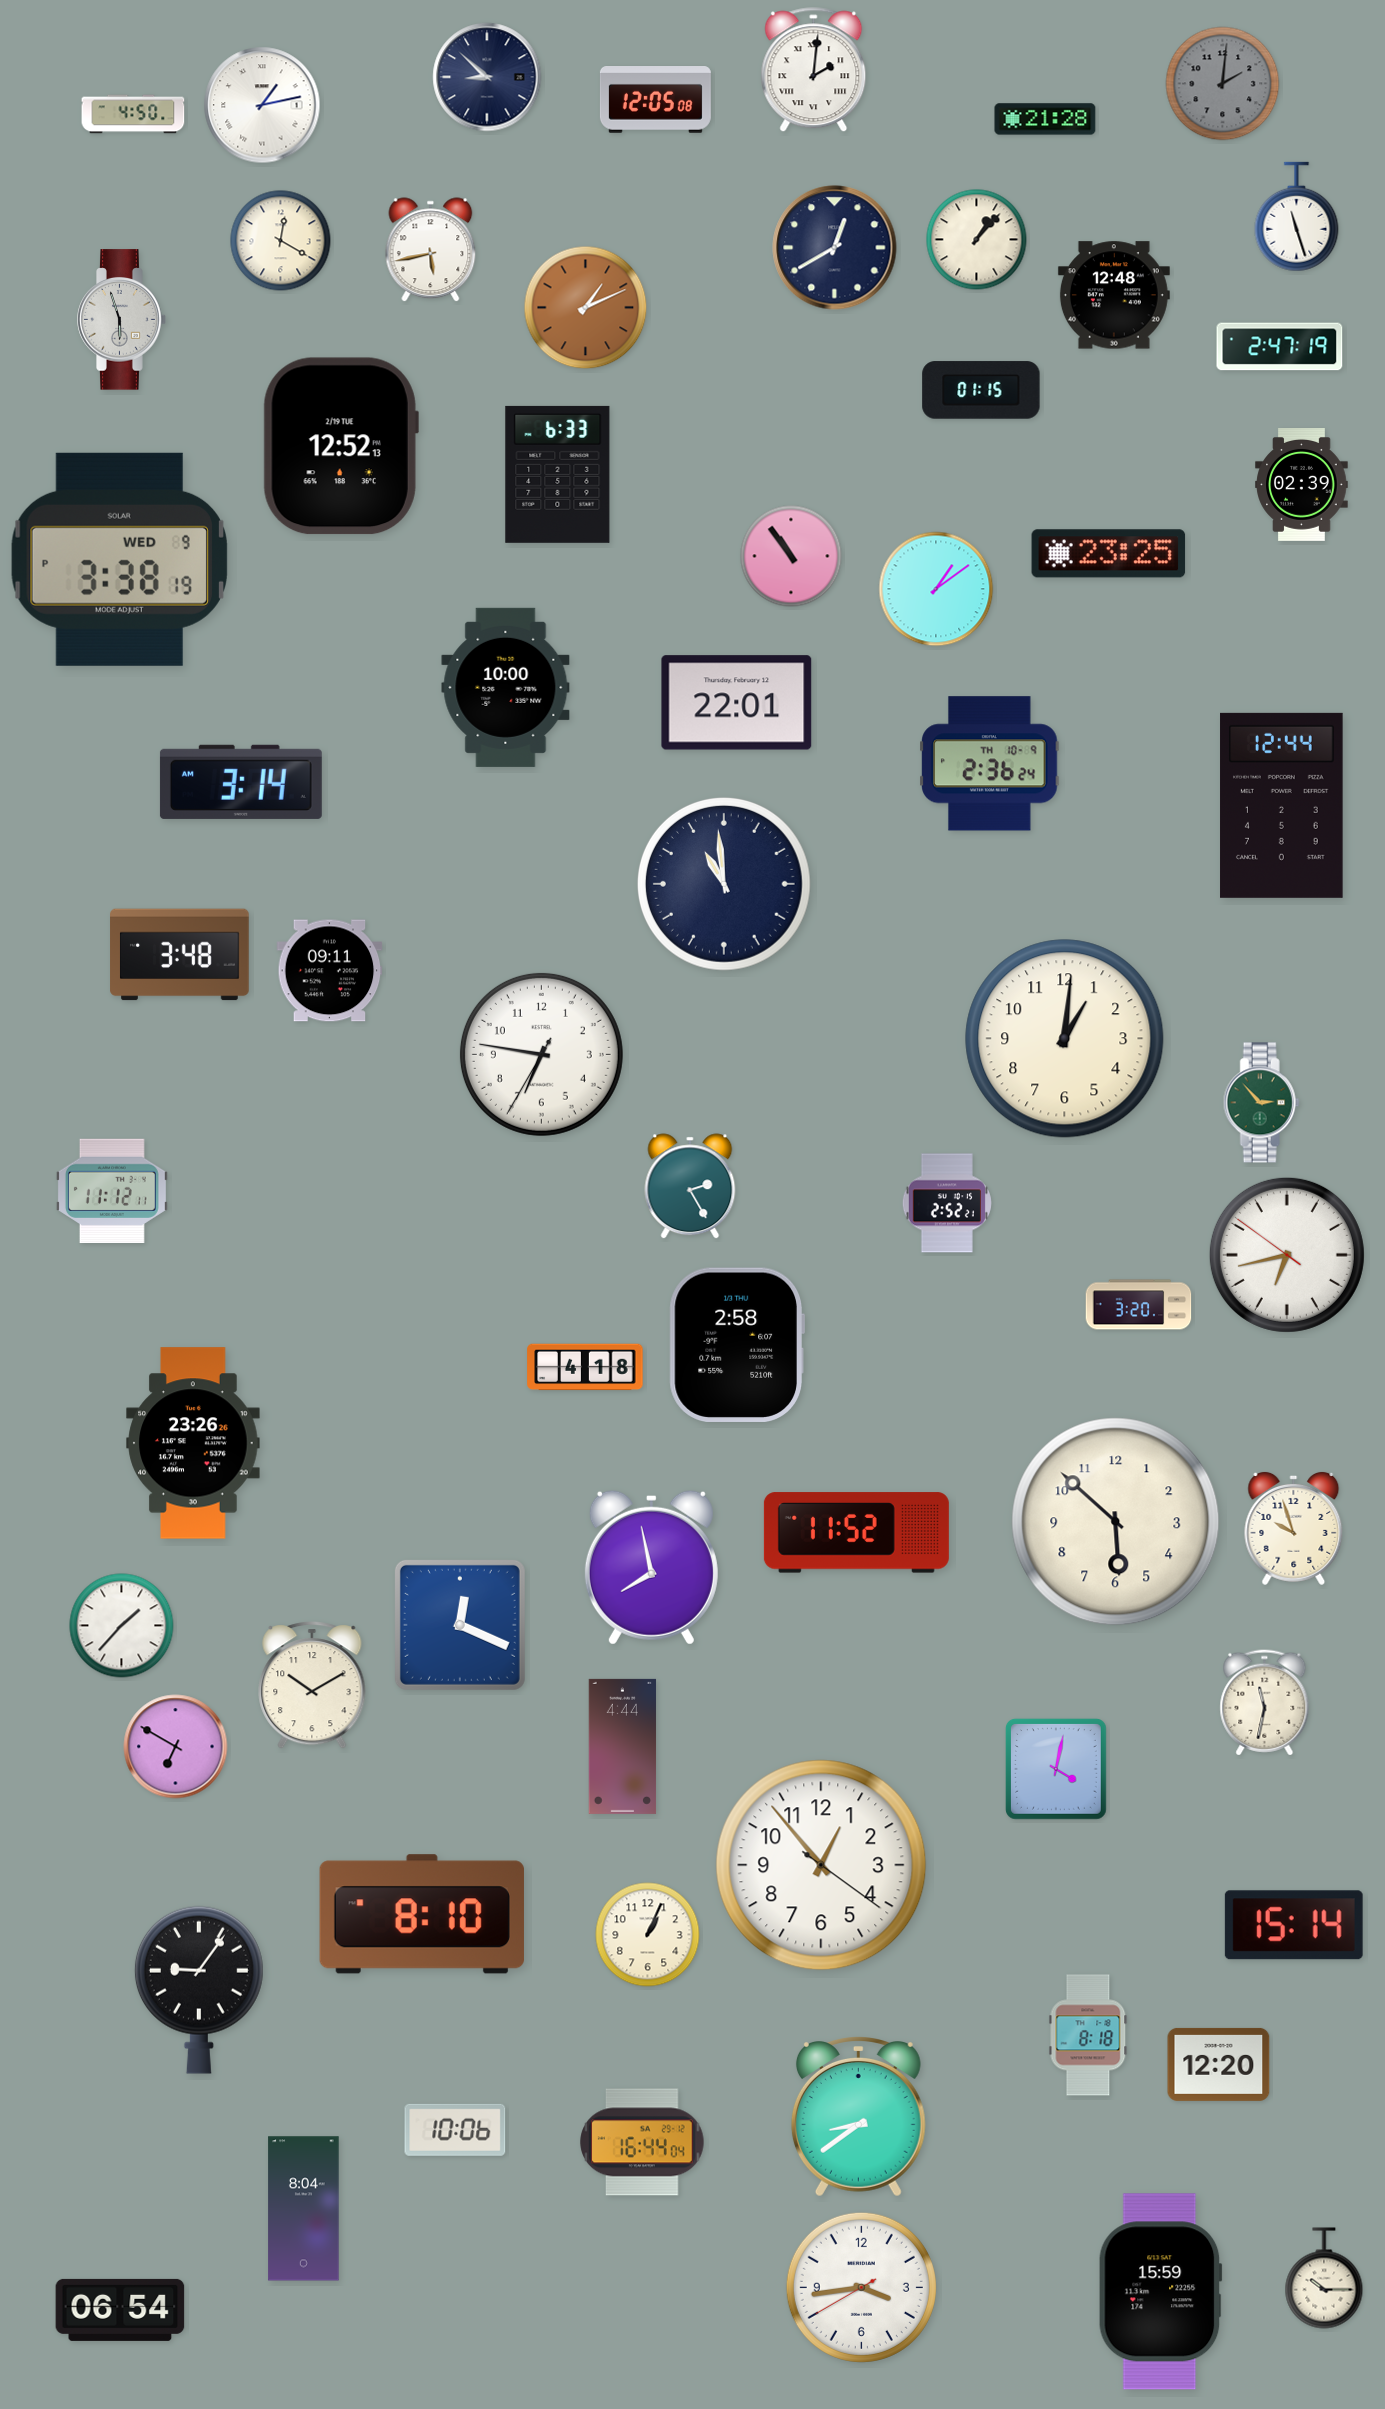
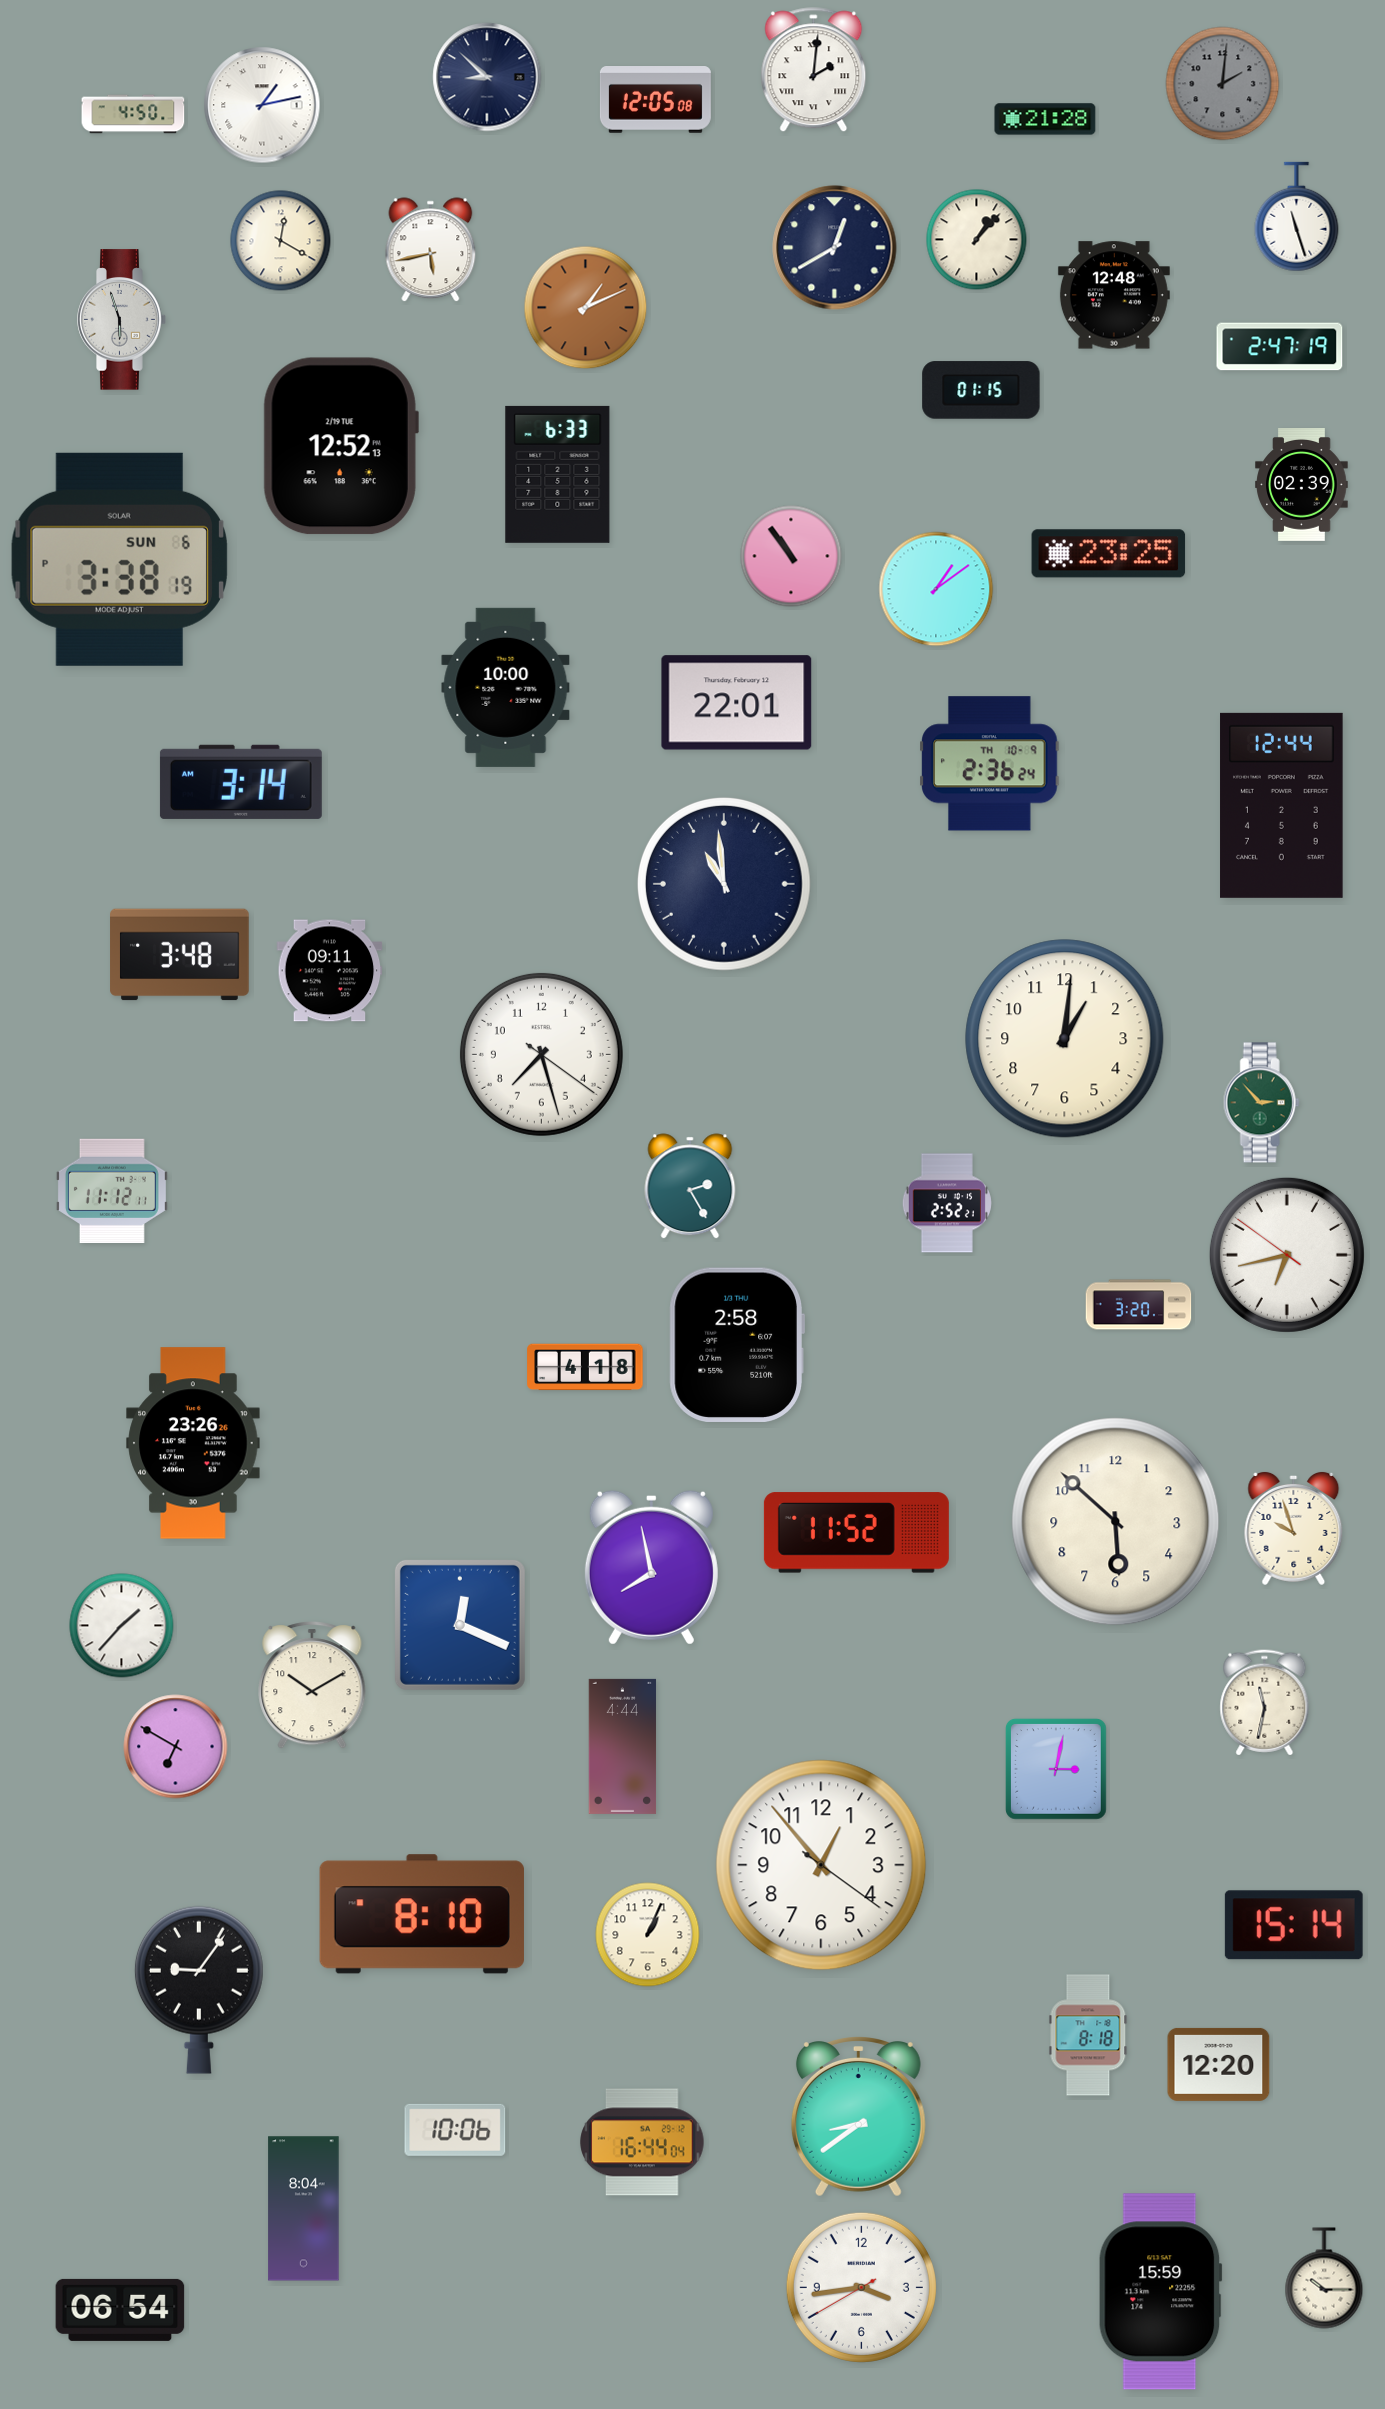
clock at (119, 559) date: WED 9 -> SUN 6
clock at (541, 1054): 6:46 -> 7:27
clock at (1057, 1770): 4:02 -> 3:02
